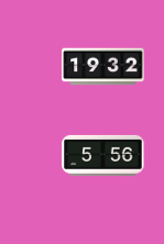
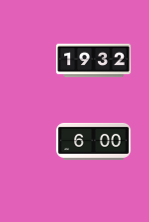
clock at (103, 155): 5:56 -> 6:00
